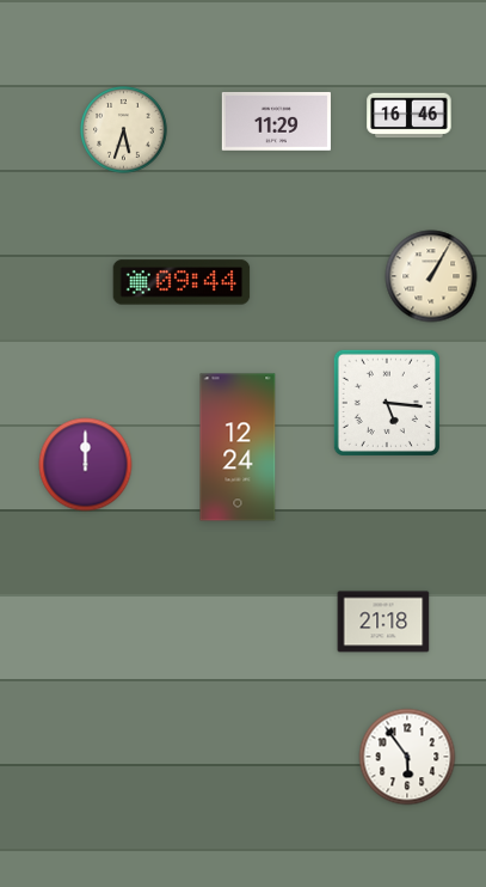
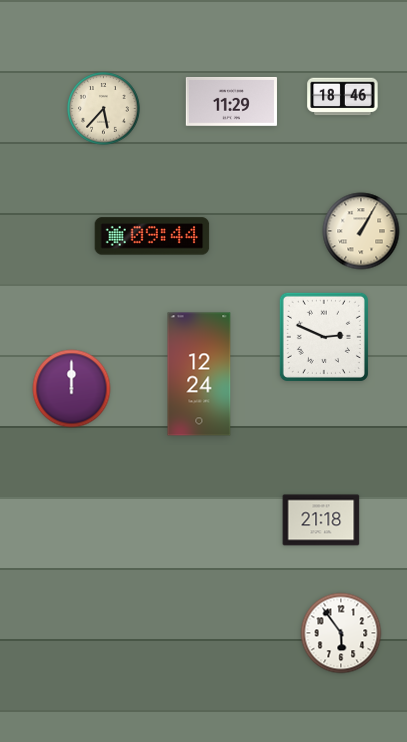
clock at (410, 116): 16:46 -> 18:46
clock at (124, 130): 5:33 -> 5:37
clock at (387, 403): 5:16 -> 2:49
